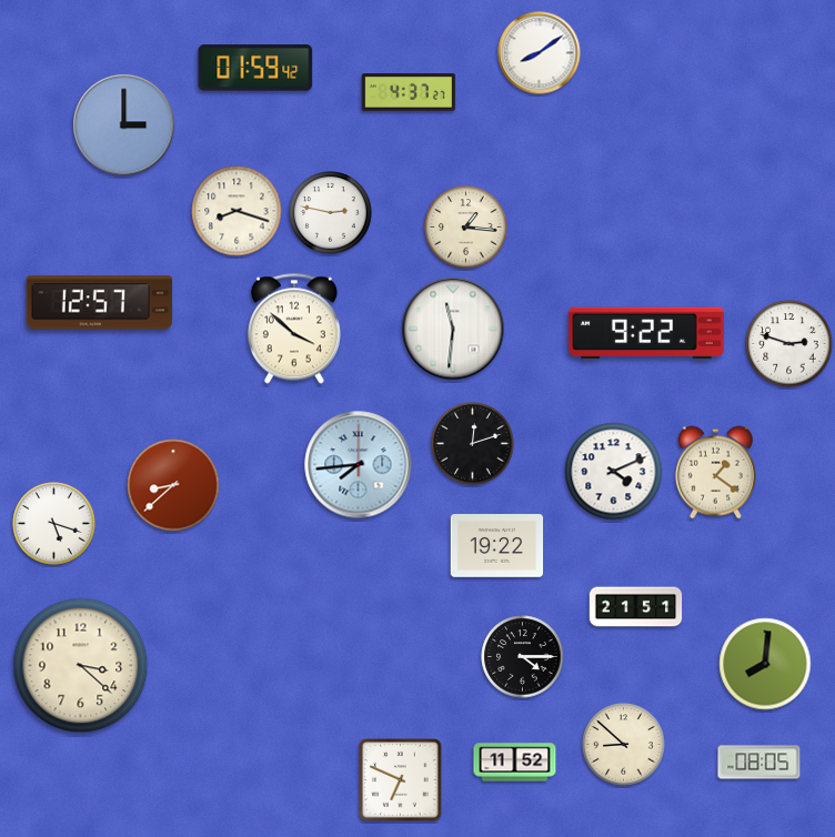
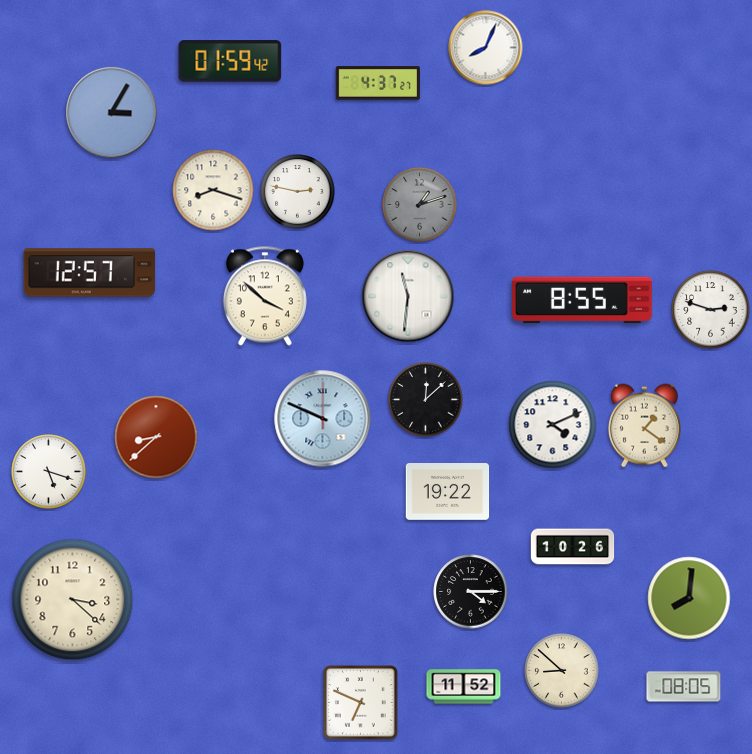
clock at (540, 53): 8:09 -> 8:04
clock at (409, 92) position: (409, 92) -> (378, 83)
clock at (124, 125): 3:00 -> 3:05
clock at (466, 228): 1:16 -> 1:12
clock at (466, 228) dial: cream -> grey
clock at (646, 333): 9:22 -> 8:55
clock at (473, 444): 12:12 -> 12:08
clock at (359, 465): 7:44 -> 9:49
clock at (636, 607): 21:51 -> 10:26
